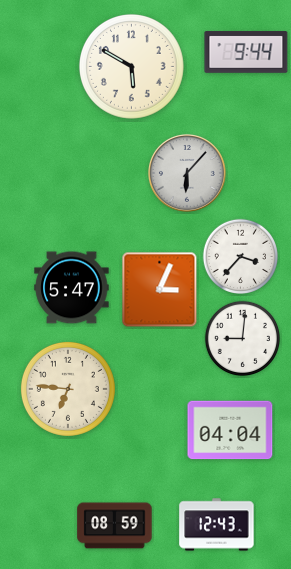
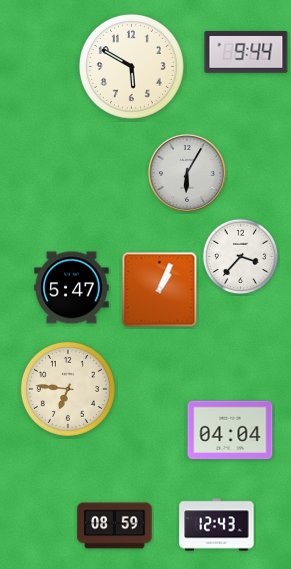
clock at (187, 173): 6:07 -> 6:05
clock at (160, 290): 3:04 -> 1:04
clock at (242, 338): 9:01 -> none
